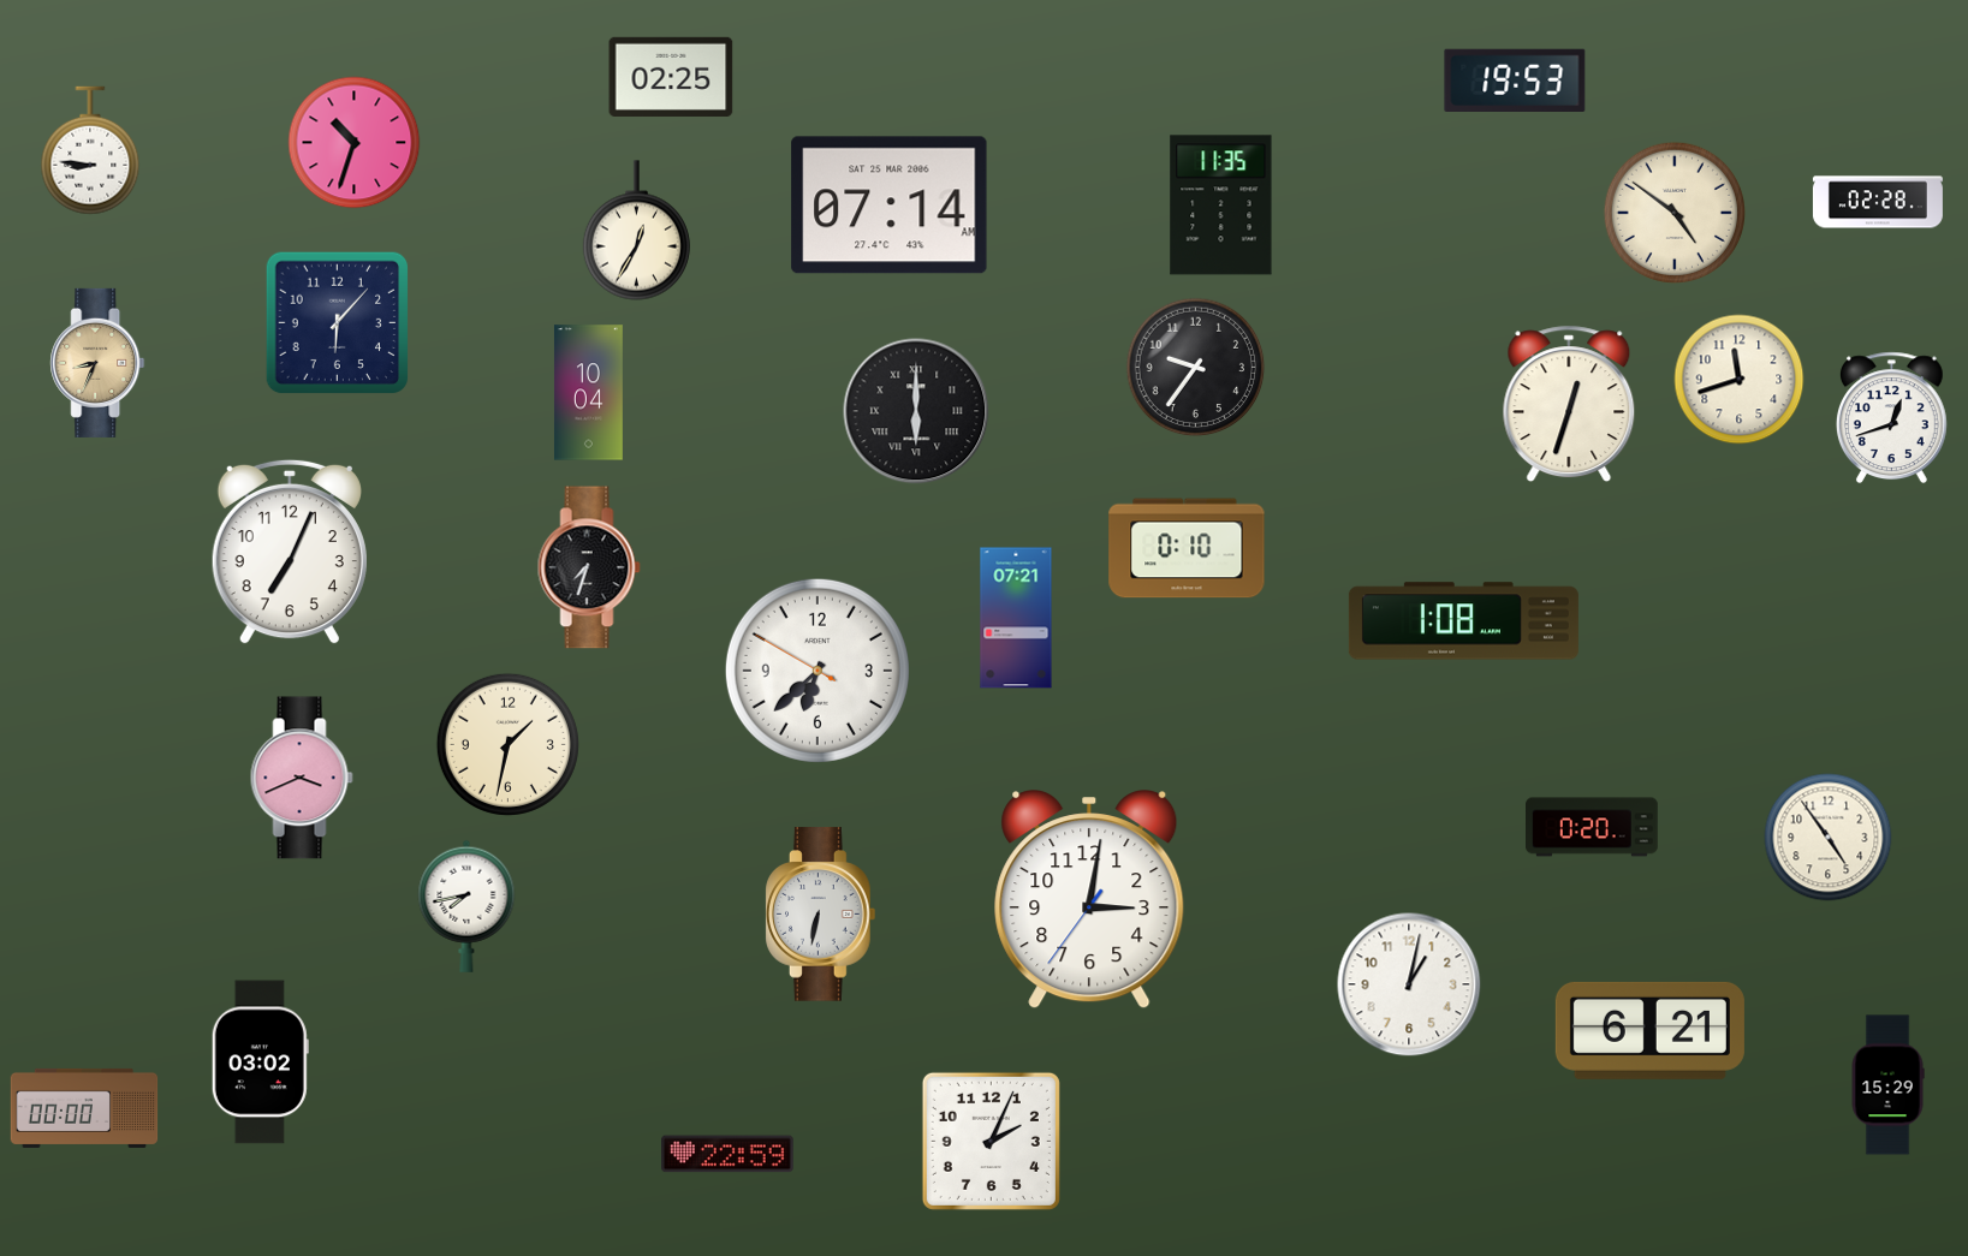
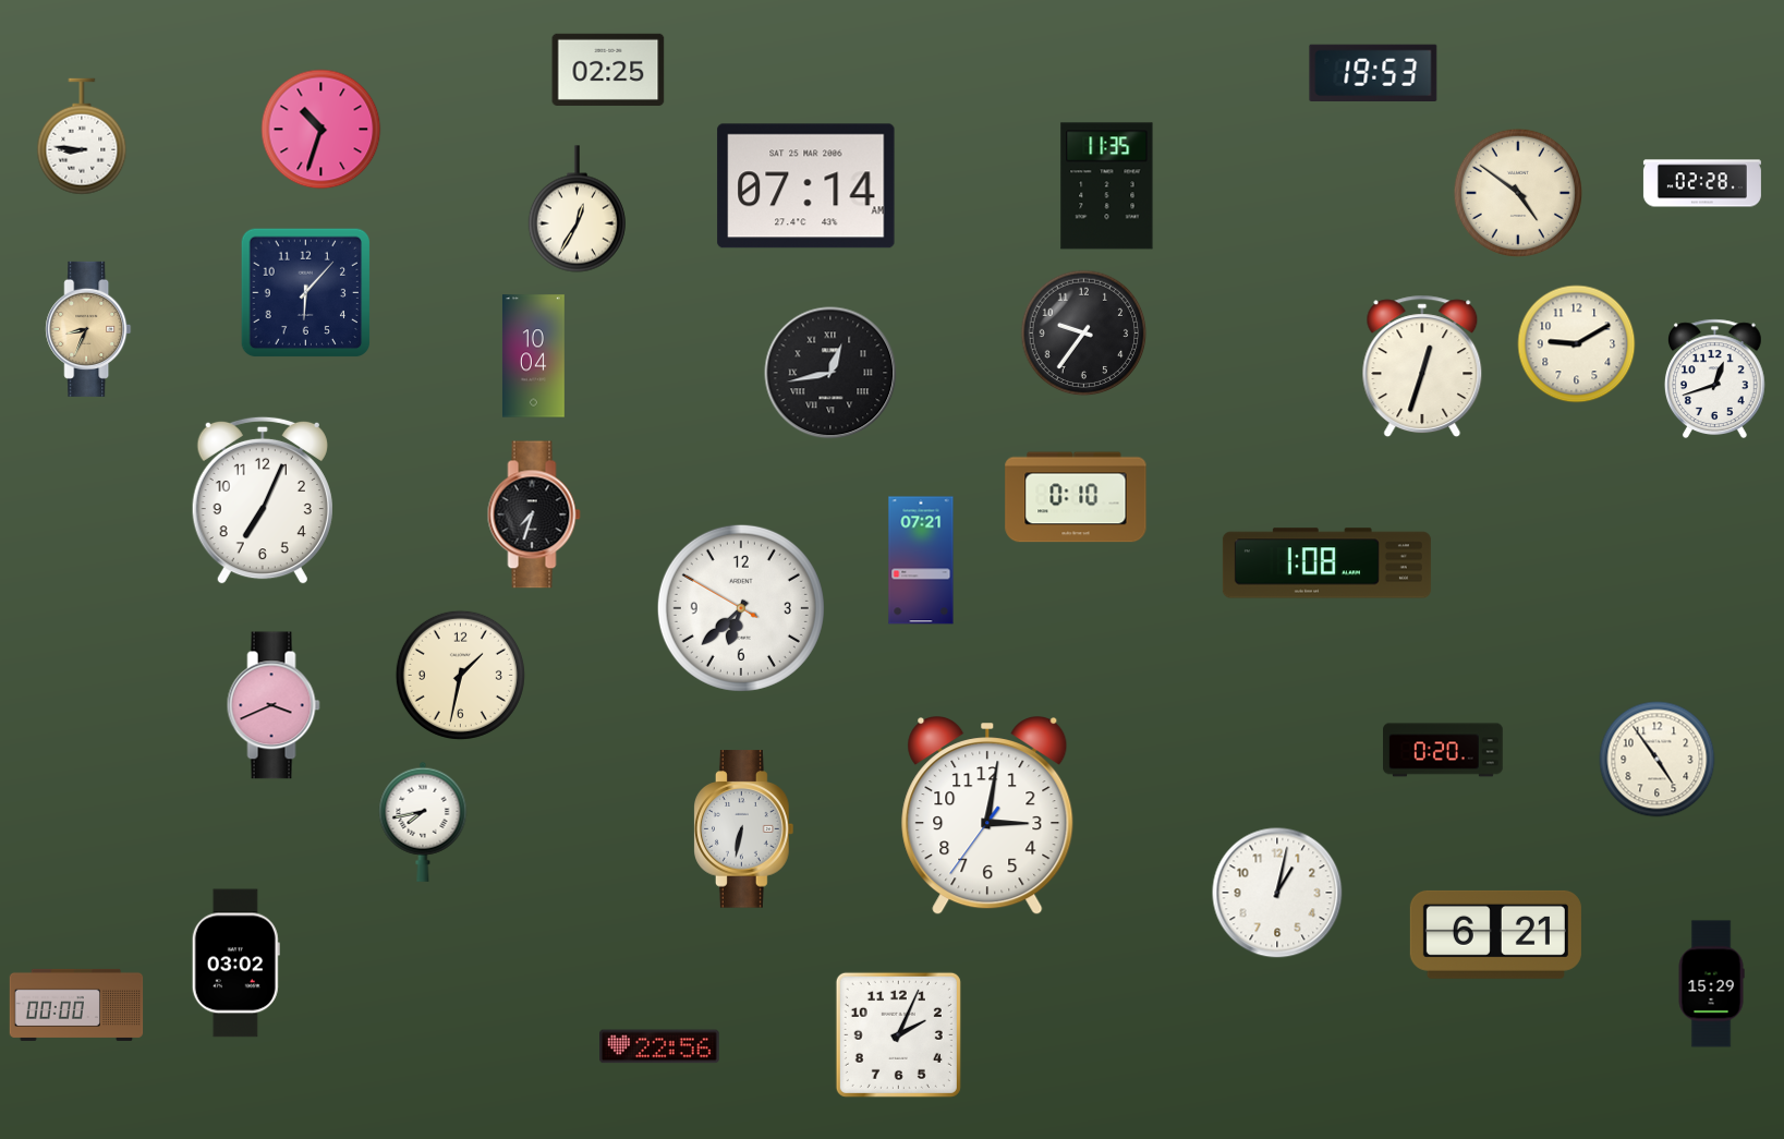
clock at (1740, 380): 11:42 -> 9:10
clock at (916, 411): 6:00 -> 12:43
clock at (729, 1154): 22:59 -> 22:56
